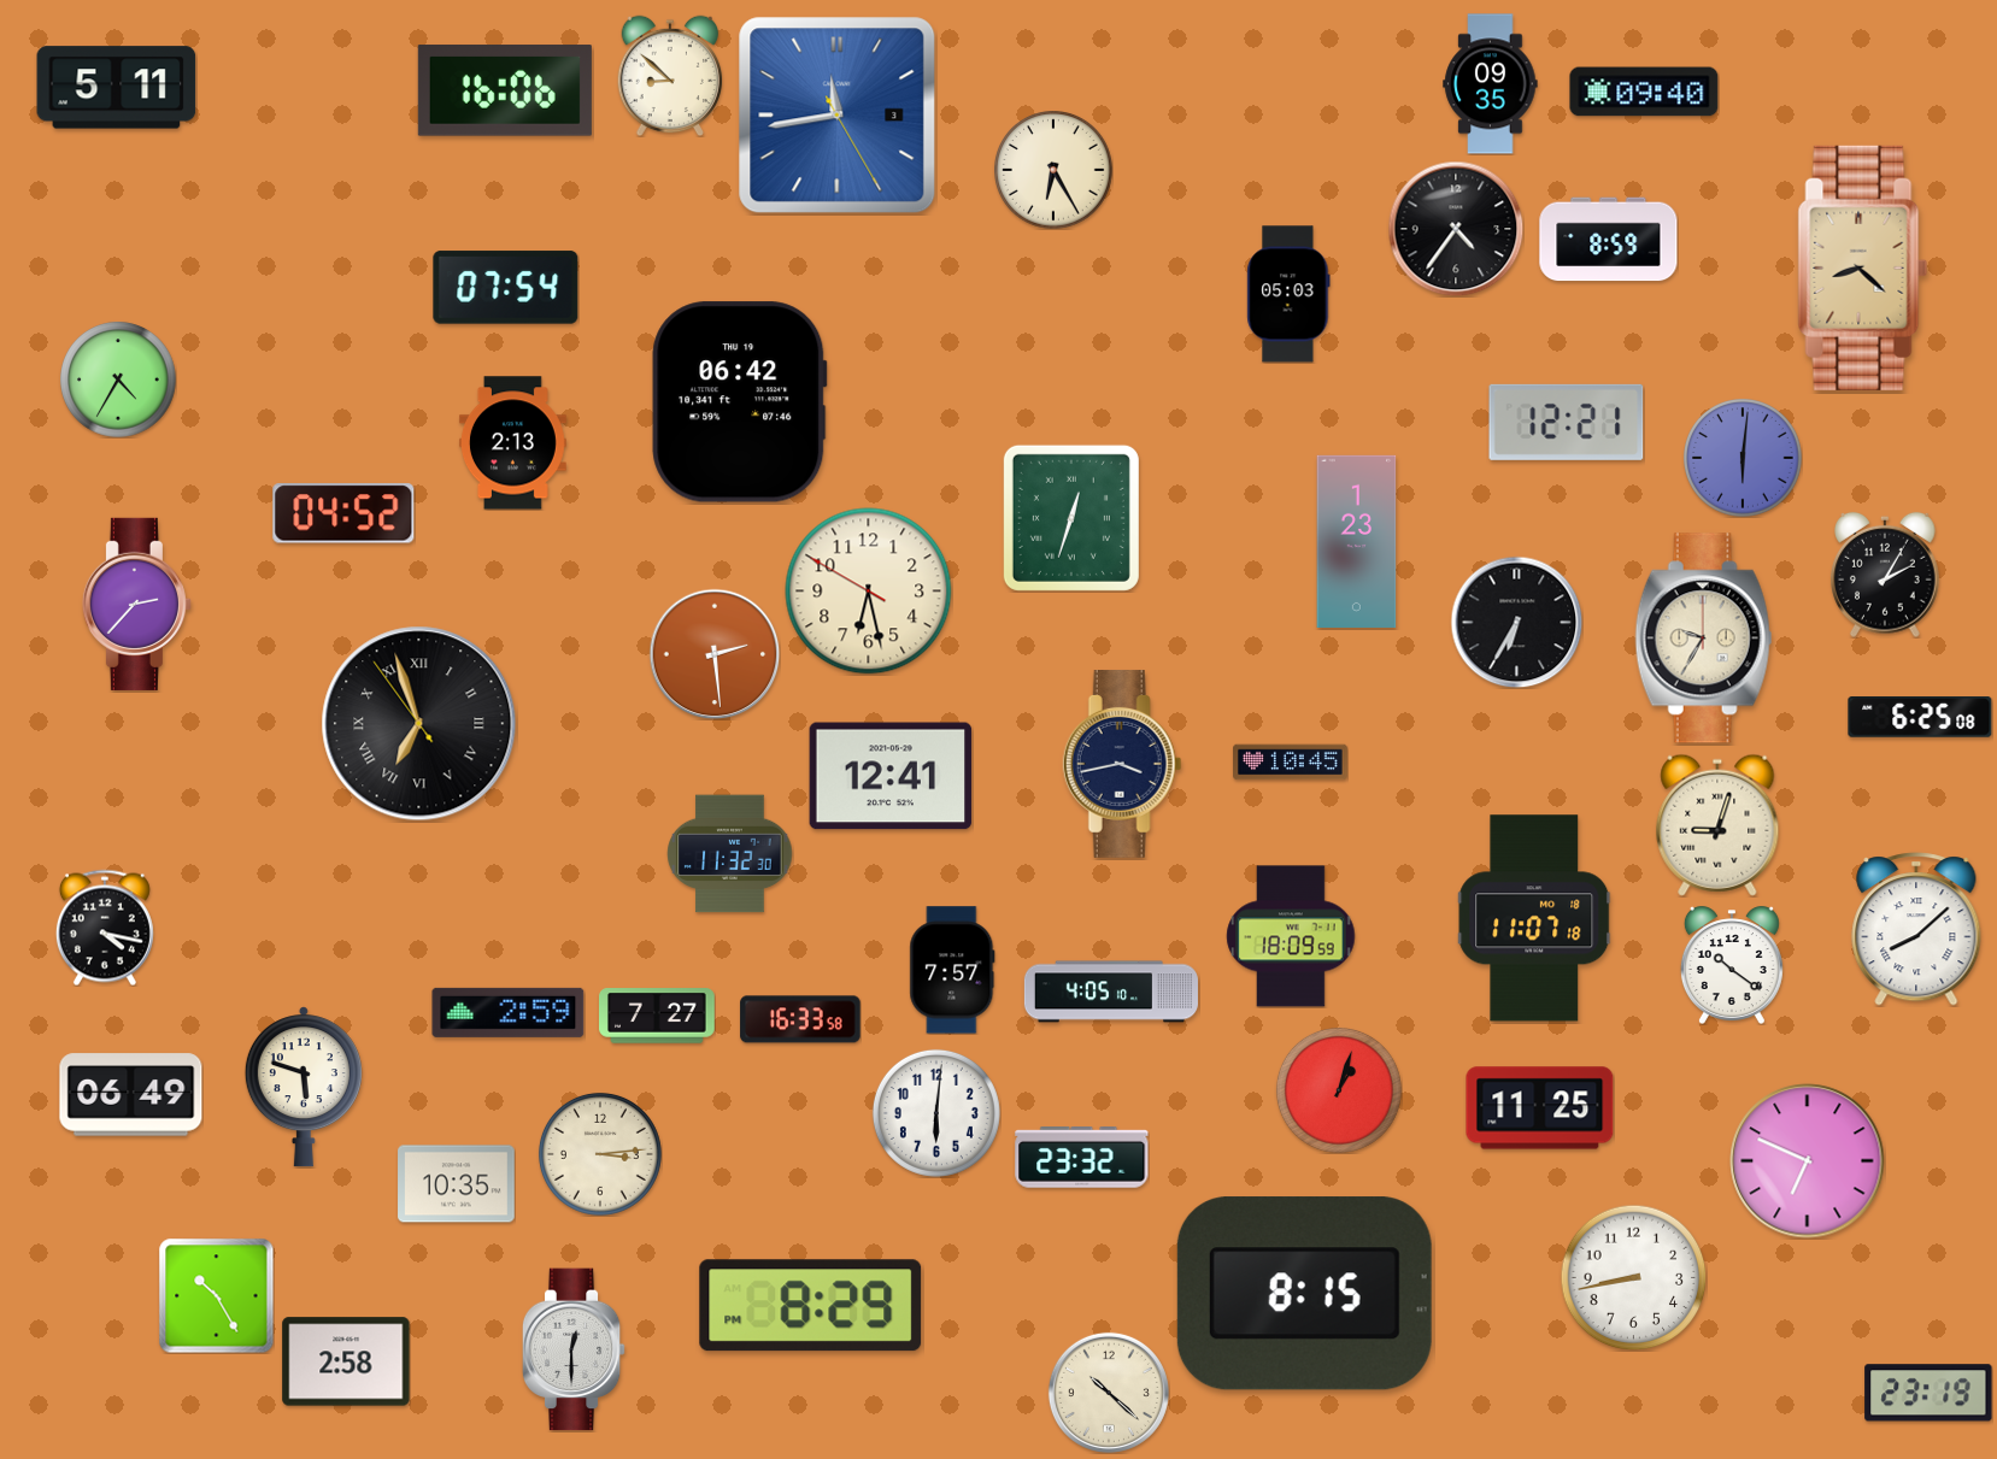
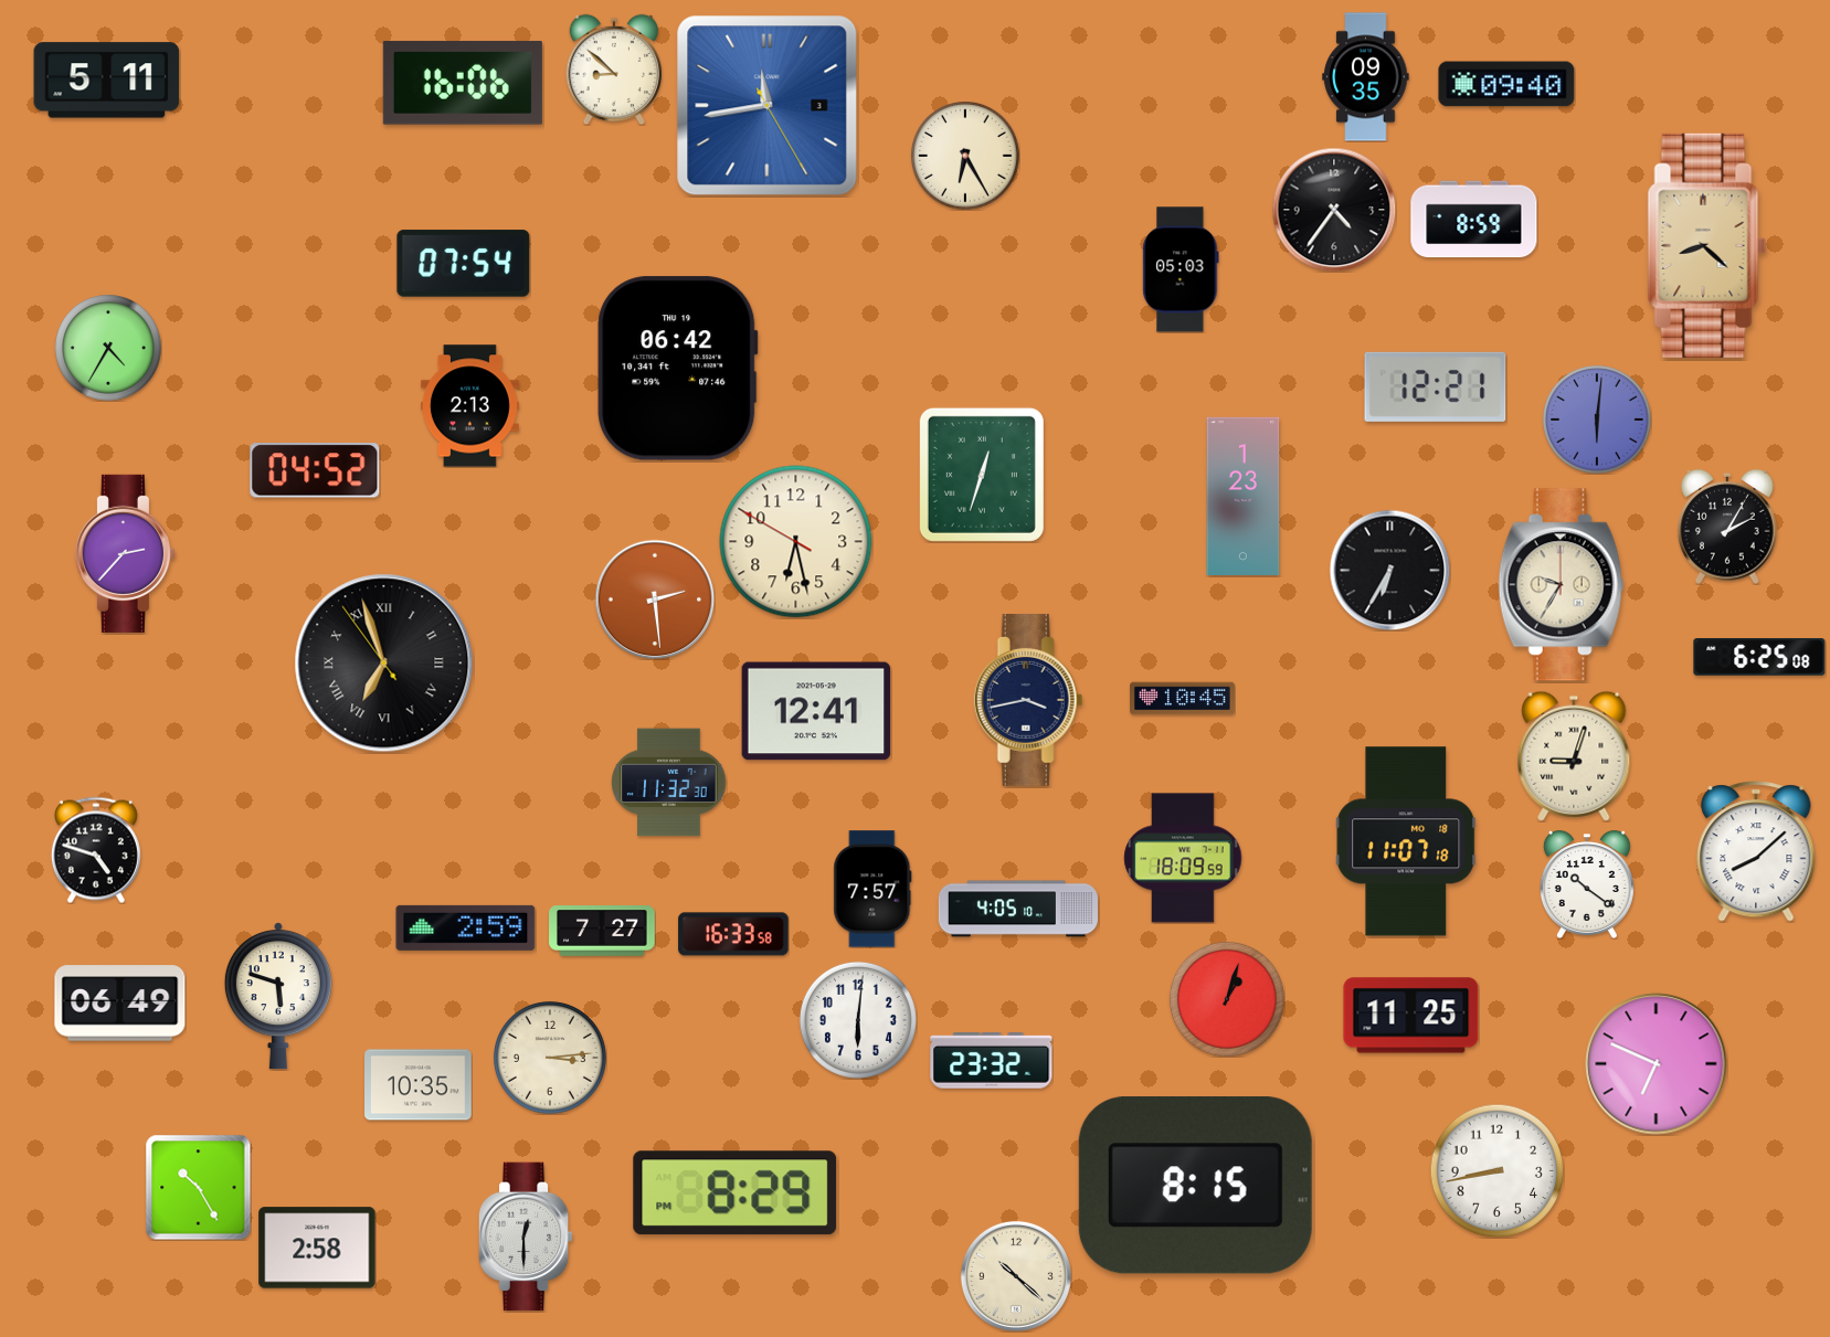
clock at (105, 928): 4:17 -> 4:48
clock at (811, 1306) position: (811, 1306) -> (736, 1193)
clock at (1928, 1393): 23:19 -> none
